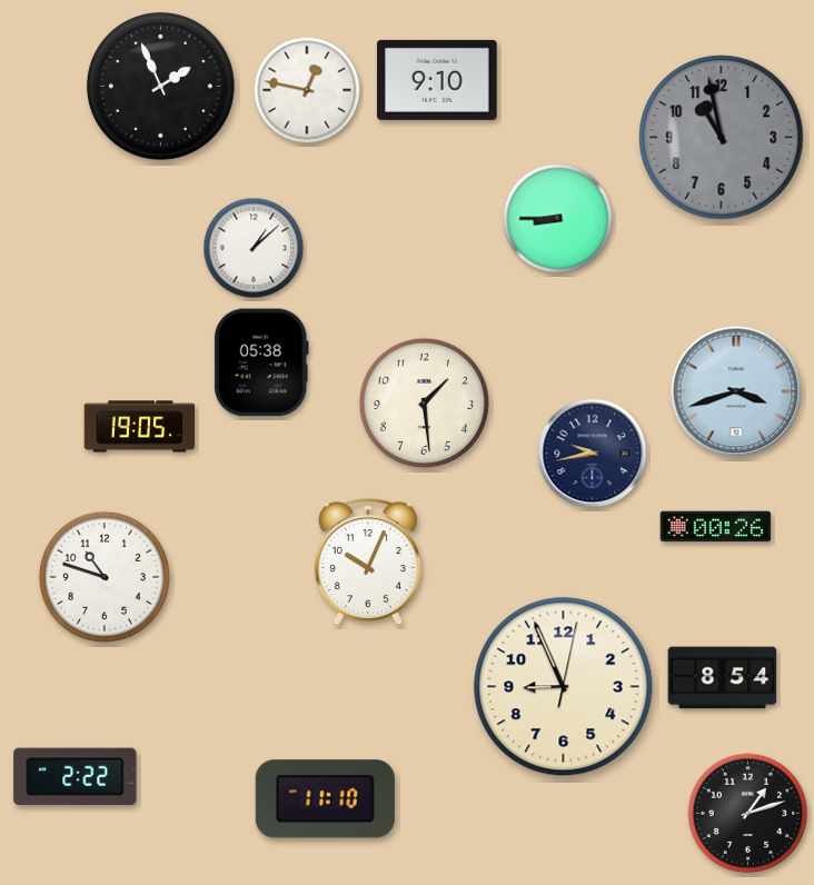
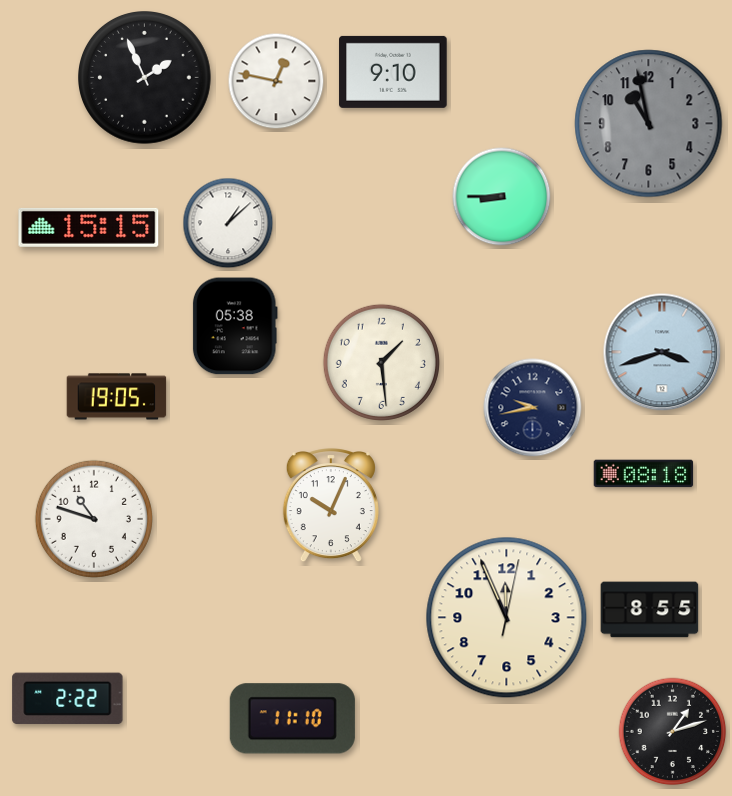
clock at (89, 227): none -> 15:15
clock at (140, 427) position: (140, 427) -> (117, 397)
clock at (716, 527): 00:26 -> 08:18
clock at (723, 678): 8:54 -> 8:55
clock at (564, 687): 8:56 -> 11:56
